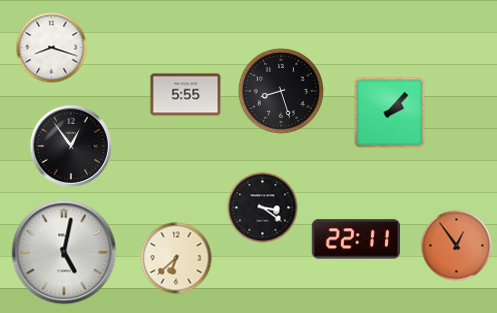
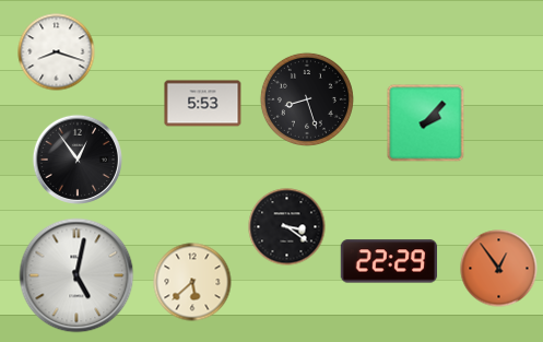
clock at (186, 95): 5:55 -> 5:53
clock at (355, 239): 22:11 -> 22:29
clock at (64, 252) position: (64, 252) -> (76, 275)
clock at (176, 258): 6:38 -> 5:38
